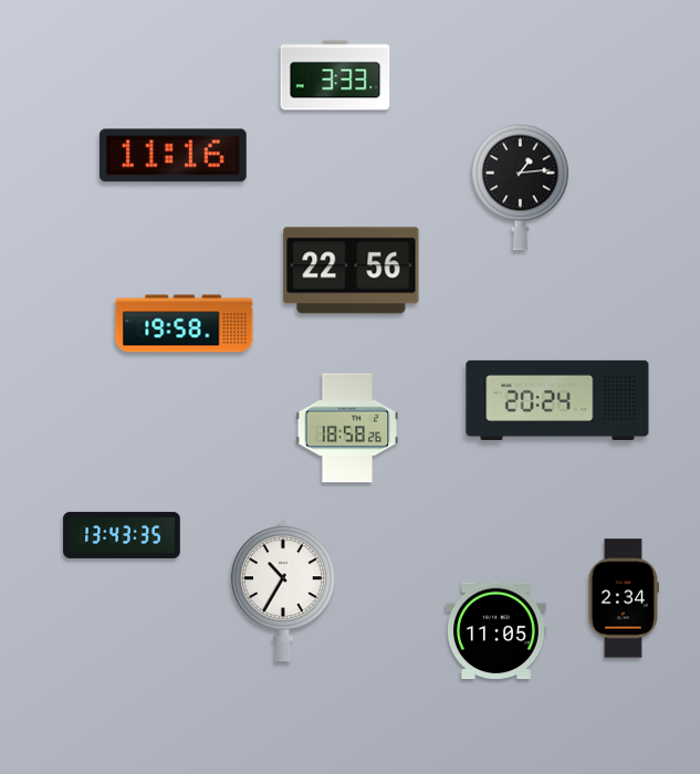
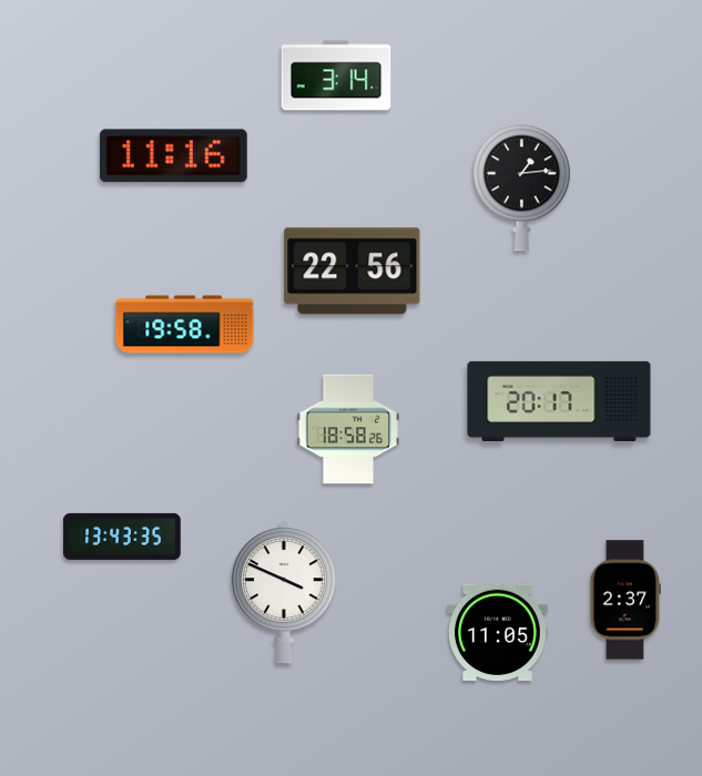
clock at (335, 75): 3:33 -> 3:14
clock at (557, 400): 20:24 -> 20:17
clock at (283, 590): 10:35 -> 3:49
clock at (624, 598): 2:34 -> 2:37
